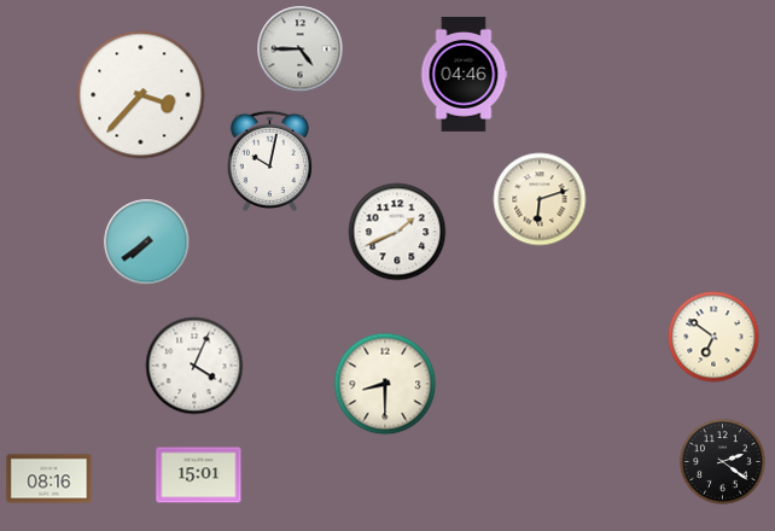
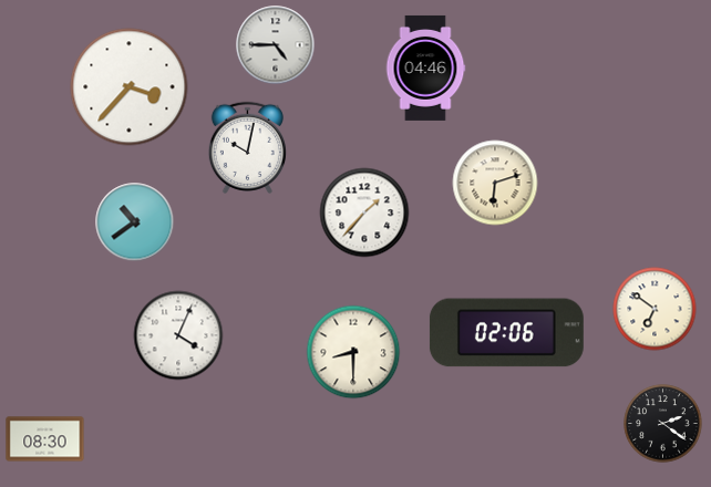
clock at (397, 232): 1:41 -> 1:37
clock at (147, 243): 7:39 -> 10:39
clock at (506, 333): none -> 02:06
clock at (199, 475): 15:01 -> none
clock at (49, 479): 08:16 -> 08:30
